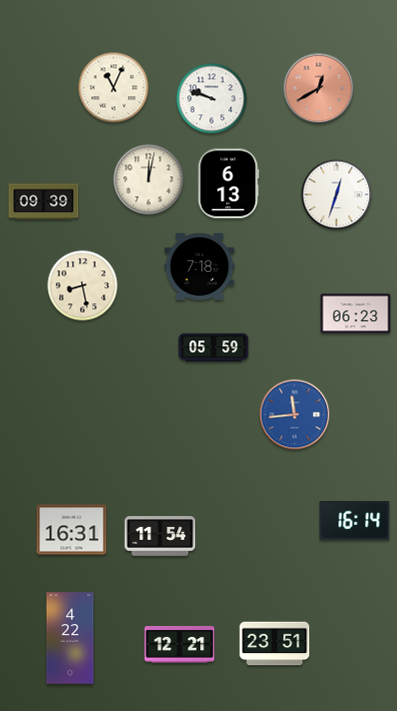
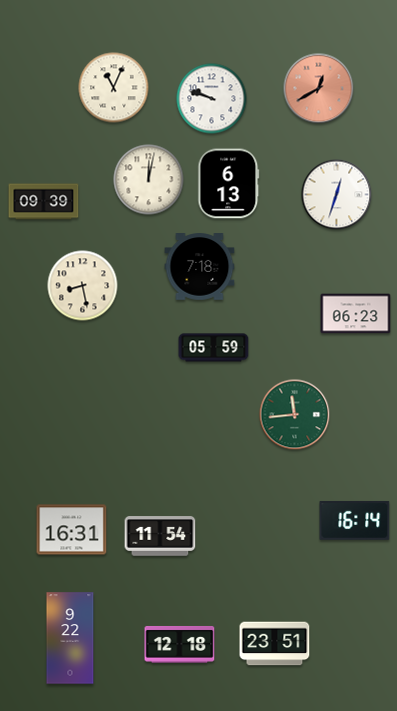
clock at (295, 415) dial: blue -> green
clock at (70, 638): 4:22 -> 9:22
clock at (180, 644): 12:21 -> 12:18
